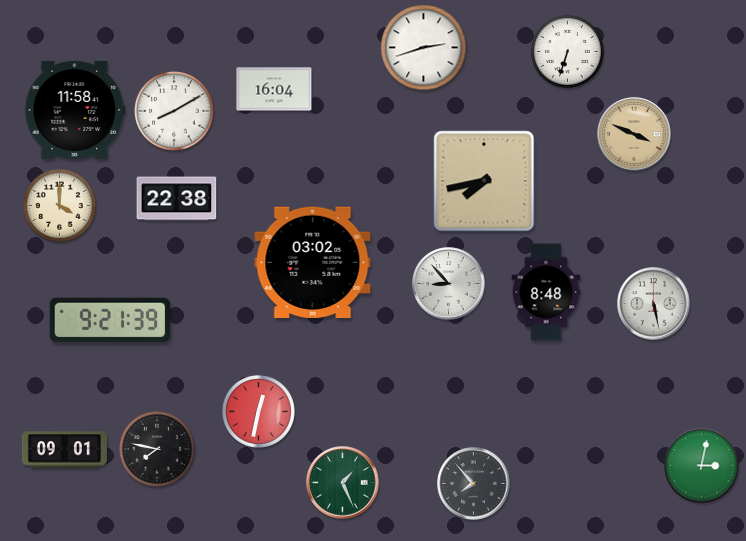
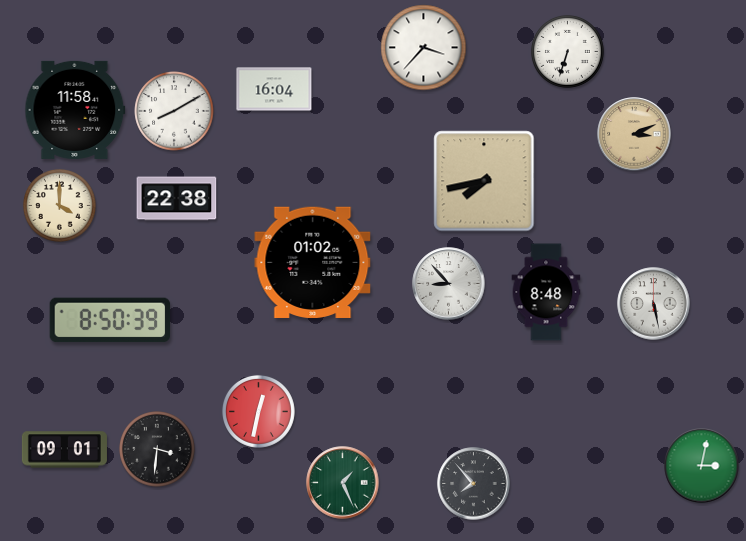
clock at (424, 48): 2:42 -> 3:37
clock at (634, 134): 3:49 -> 3:11
clock at (313, 262): 03:02 -> 01:02
clock at (110, 320): 9:21 -> 8:50
clock at (157, 449): 7:47 -> 3:31
